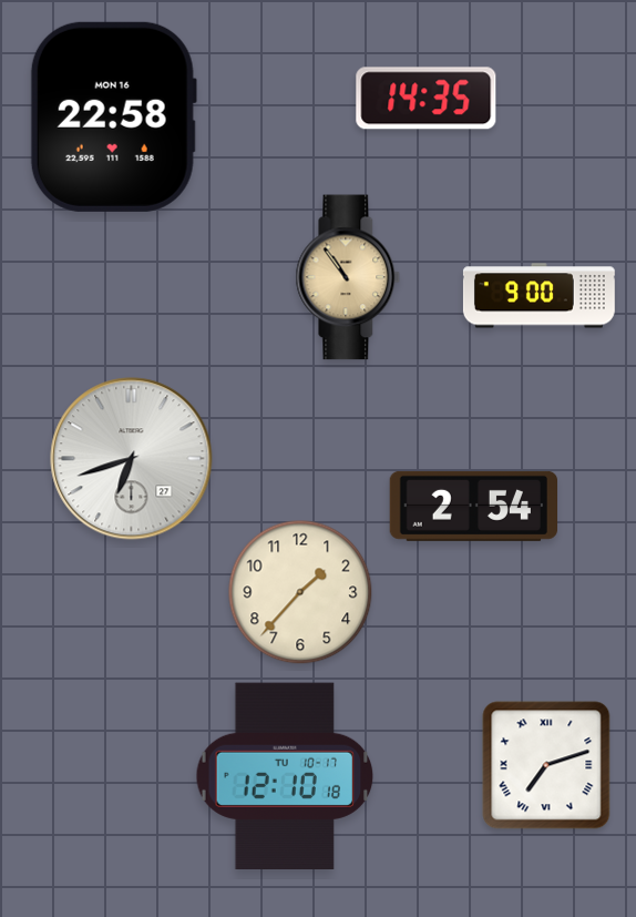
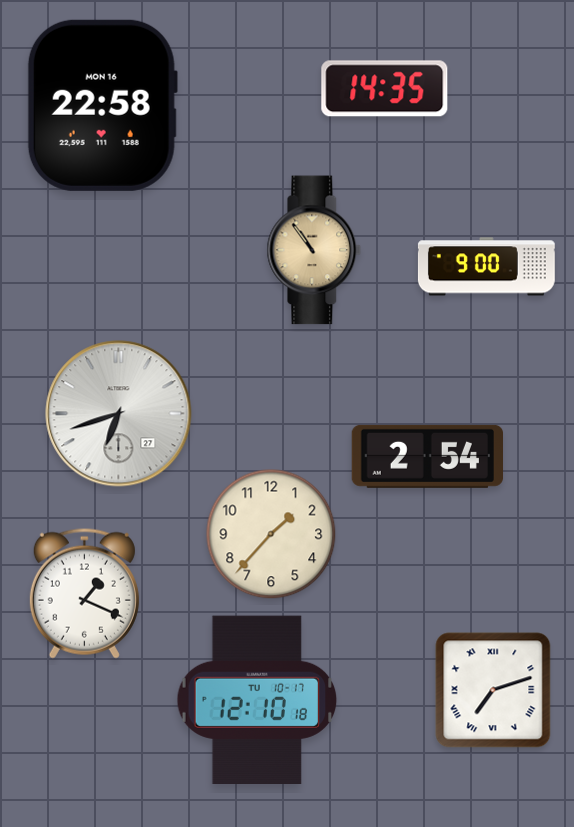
clock at (84, 593): none -> 1:19
